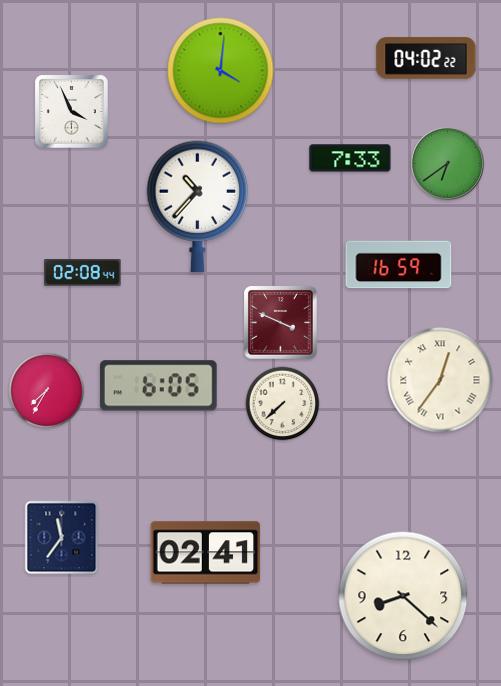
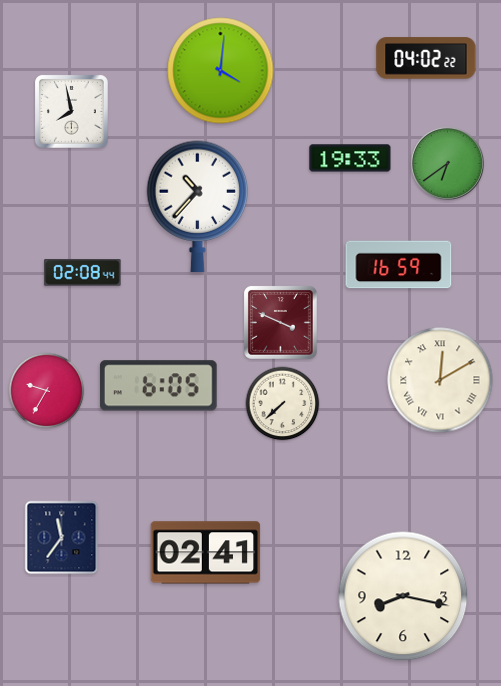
clock at (72, 112): 3:56 -> 7:58
clock at (350, 158): 7:33 -> 19:33
clock at (440, 380): 12:36 -> 12:10
clock at (47, 391): 7:35 -> 9:35
clock at (403, 596): 8:22 -> 8:17
